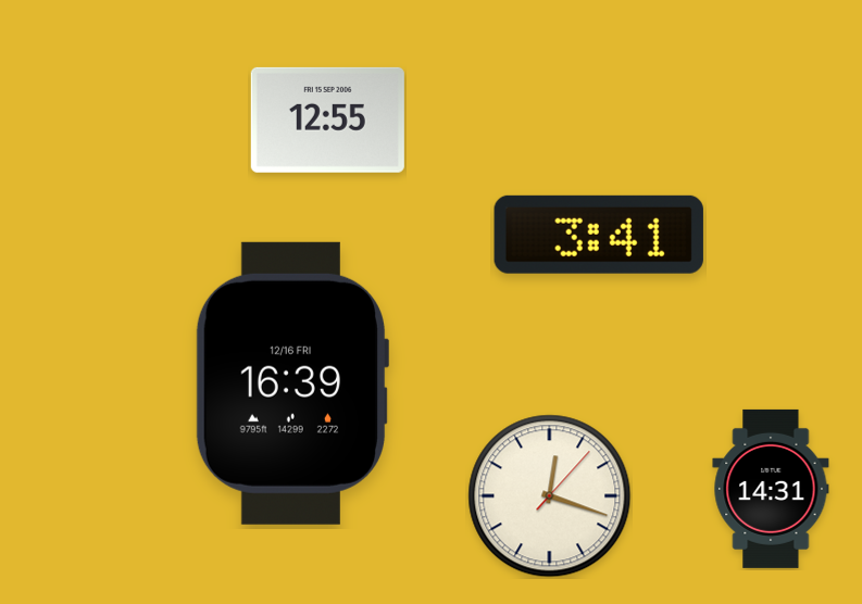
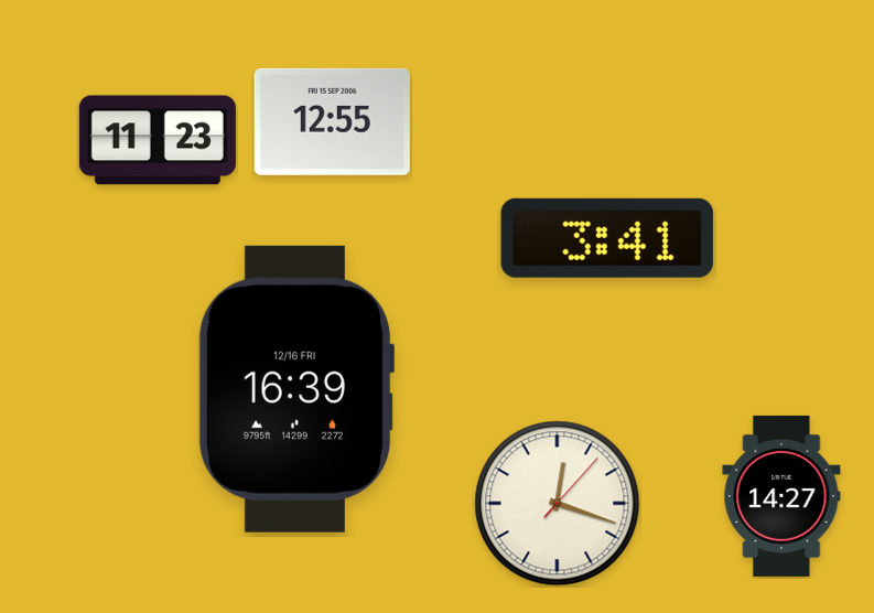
clock at (158, 140): none -> 11:23
clock at (771, 489): 14:31 -> 14:27
